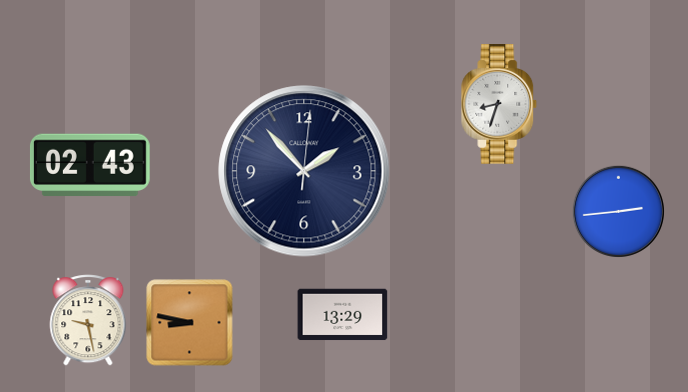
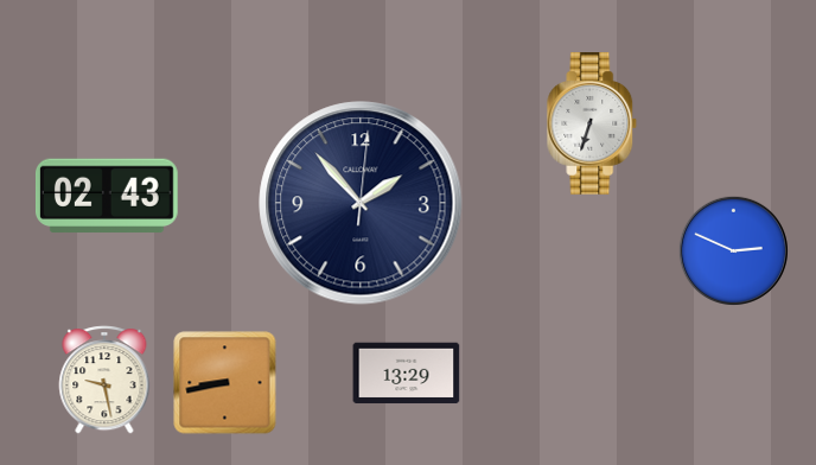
clock at (499, 105): 8:33 -> 6:33
clock at (618, 211): 2:44 -> 2:49
clock at (190, 323): 8:47 -> 8:43
